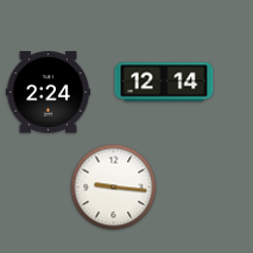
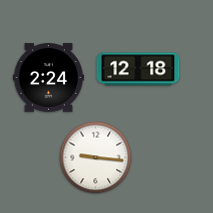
clock at (164, 82): 12:14 -> 12:18
clock at (49, 93) position: (49, 93) -> (49, 78)
